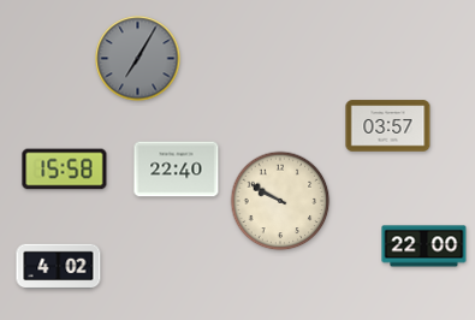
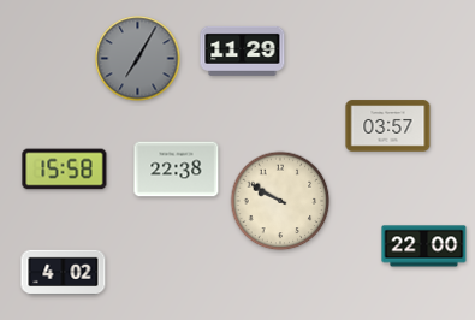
clock at (243, 51): none -> 11:29
clock at (177, 170): 22:40 -> 22:38
clock at (59, 267) position: (59, 267) -> (64, 273)
